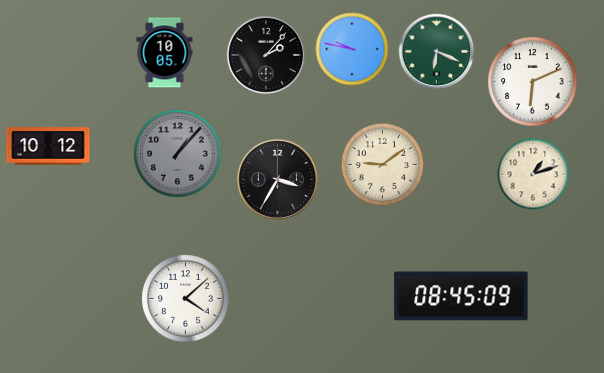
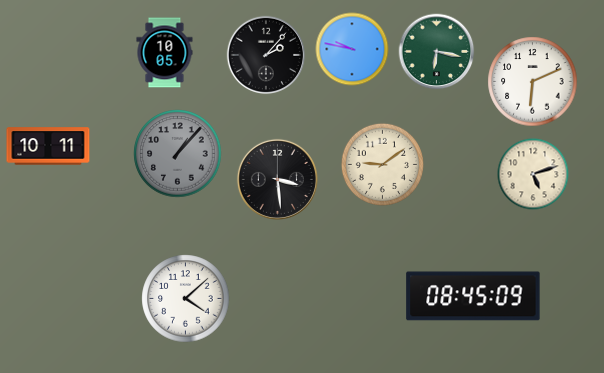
clock at (437, 52): 6:19 -> 6:17
clock at (48, 146): 10:12 -> 10:11
clock at (533, 174): 1:12 -> 5:12
clock at (277, 179): 3:35 -> 3:29
clock at (461, 296) position: (461, 296) -> (473, 296)
